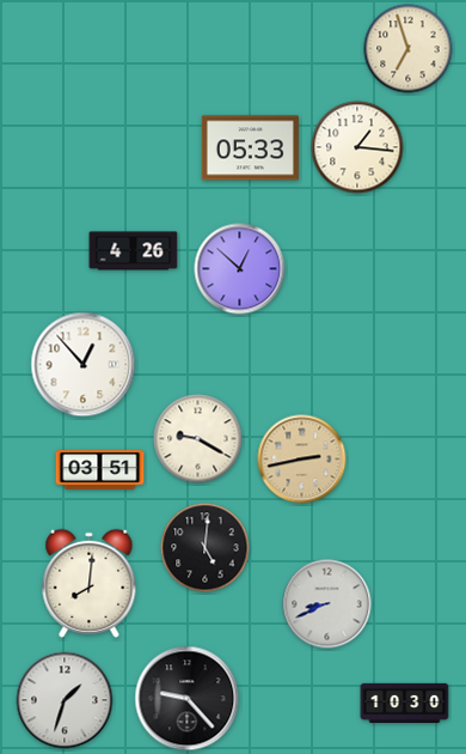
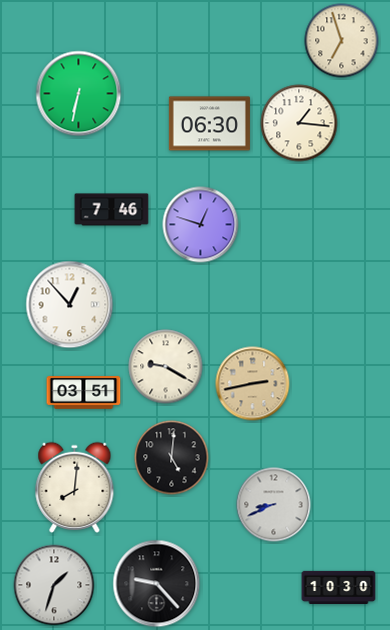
clock at (79, 94): none -> 6:32
clock at (250, 148): 05:33 -> 06:30
clock at (134, 251): 4:26 -> 7:46
clock at (240, 269): 12:52 -> 12:48
